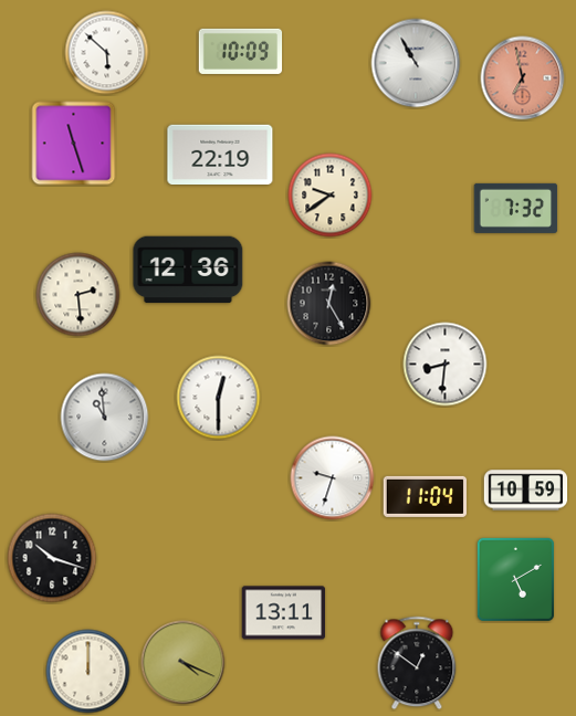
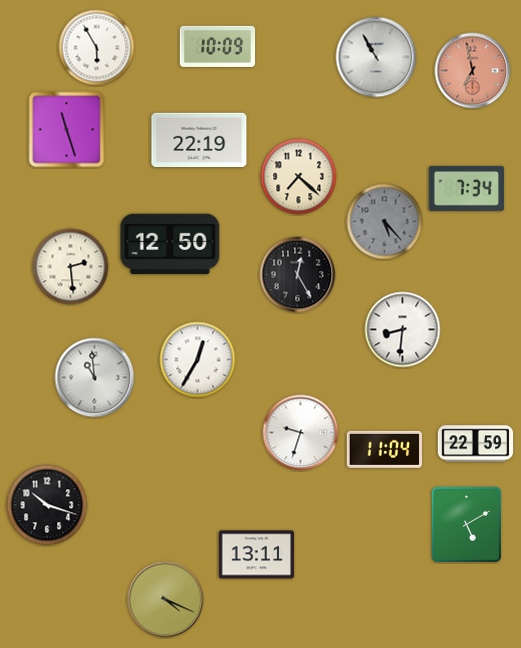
clock at (107, 53): 5:52 -> 5:55
clock at (331, 196): 9:39 -> 7:22
clock at (516, 208): 7:32 -> 7:34
clock at (385, 222): none -> 5:23
clock at (188, 270): 12:36 -> 12:50
clock at (219, 398): 12:30 -> 12:35
clock at (526, 491): 10:59 -> 22:59
clock at (417, 663): 12:51 -> none
clock at (88, 672): 12:00 -> none
